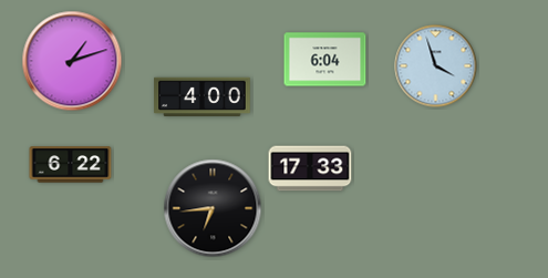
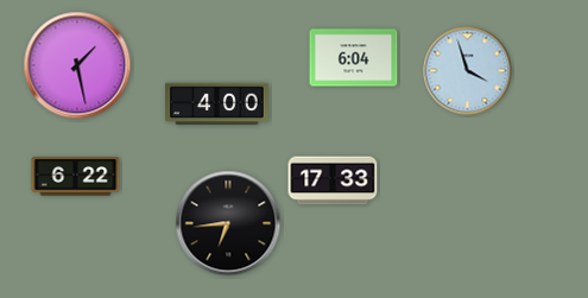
clock at (325, 60) position: (325, 60) -> (354, 58)
clock at (72, 61): 1:12 -> 1:28
